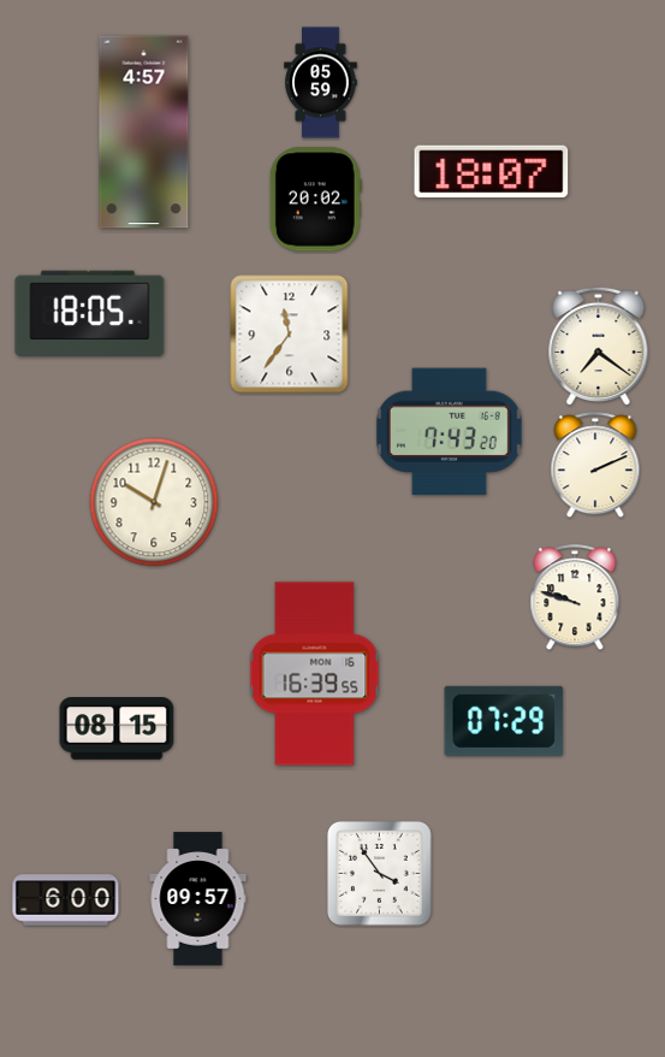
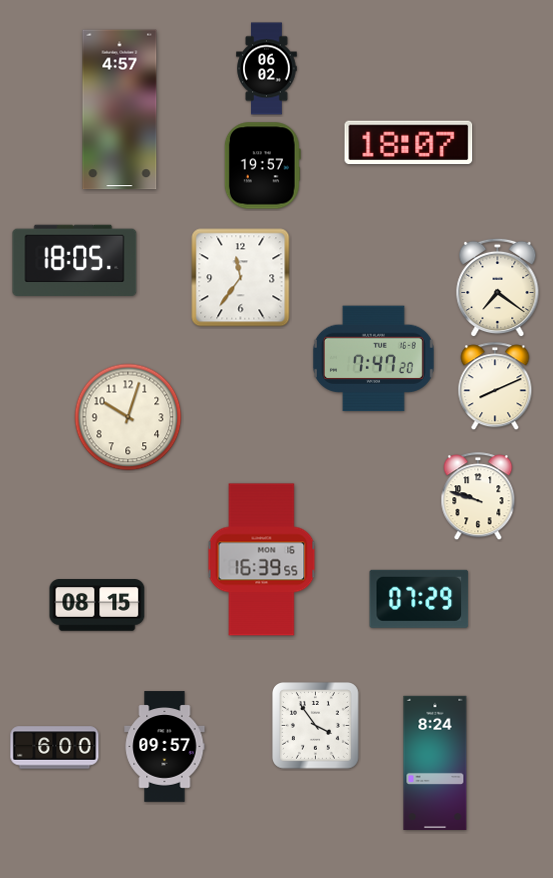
clock at (321, 83): 05:59 -> 06:02
clock at (315, 200): 20:02 -> 19:57
clock at (449, 432): 7:43 -> 7:47
clock at (595, 466): 2:11 -> 8:11
clock at (435, 763): none -> 8:24
